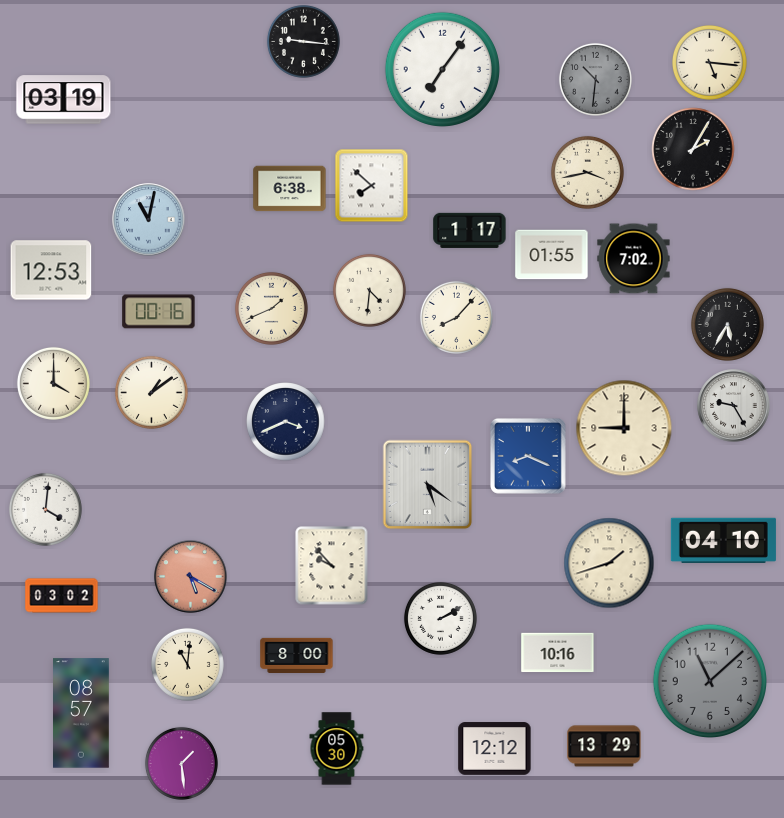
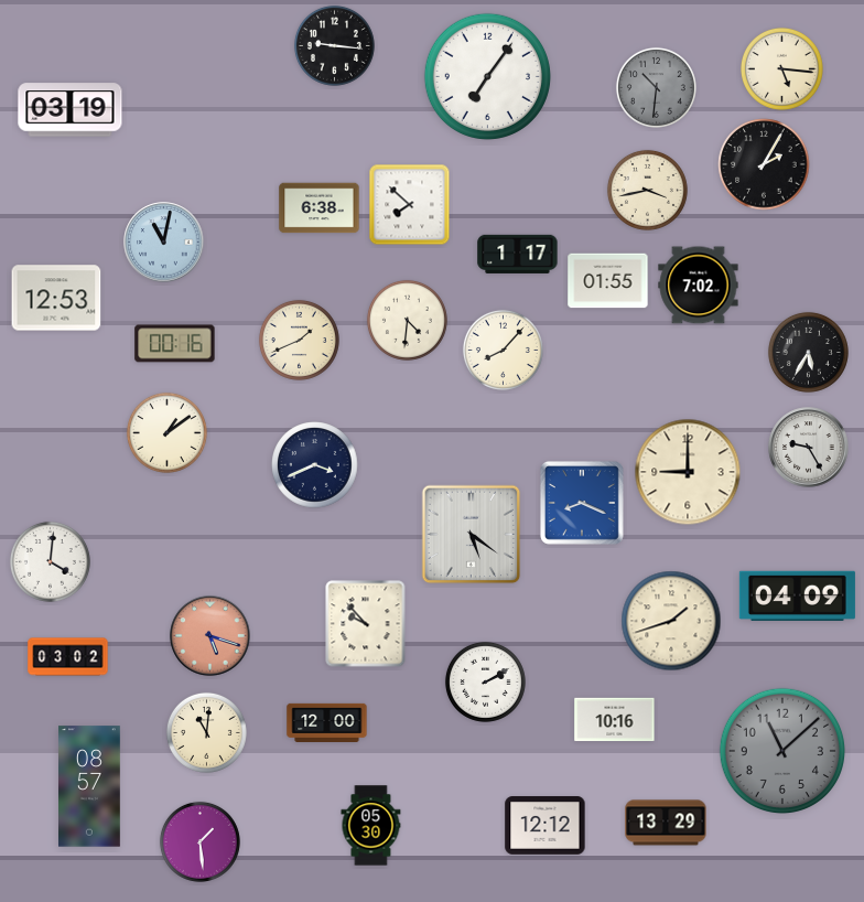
clock at (727, 324) position: (727, 324) -> (808, 352)
clock at (53, 383): 4:00 -> none
clock at (723, 540): 04:10 -> 04:09
clock at (191, 577): 5:20 -> 5:18
clock at (297, 656): 8:00 -> 12:00
